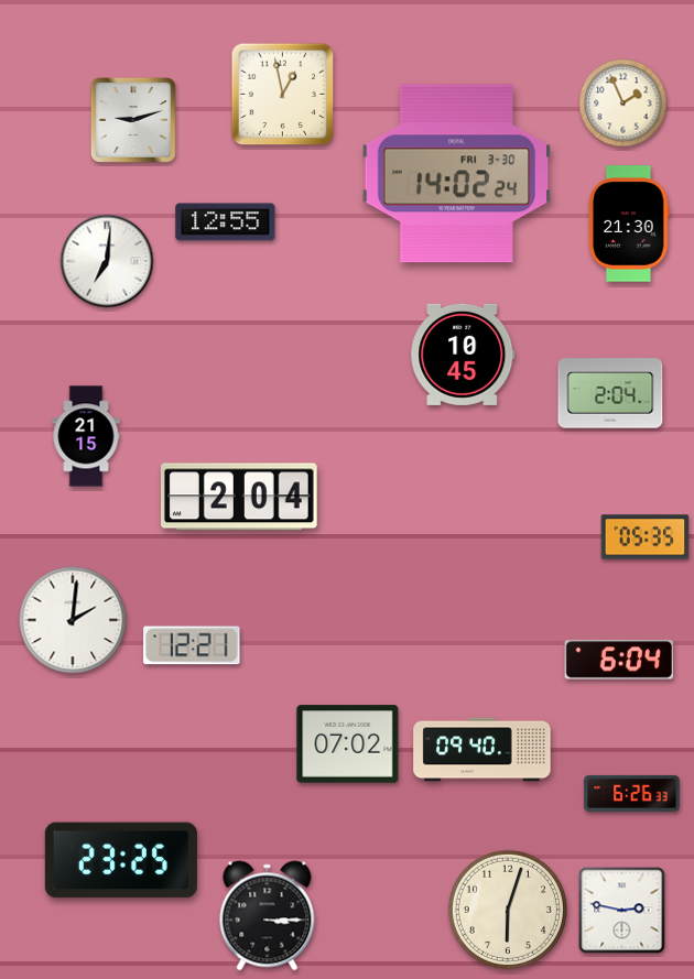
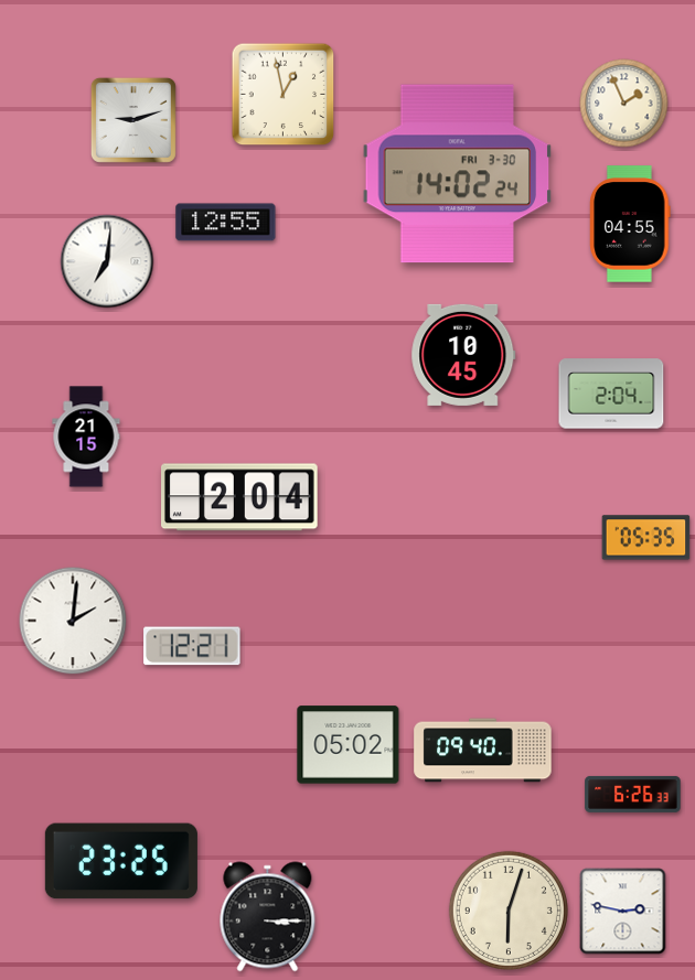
clock at (629, 224): 21:30 -> 04:55
clock at (619, 660): 6:04 -> none
clock at (348, 744): 07:02 -> 05:02
